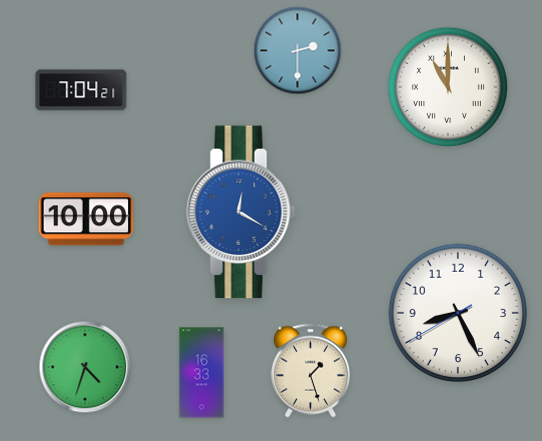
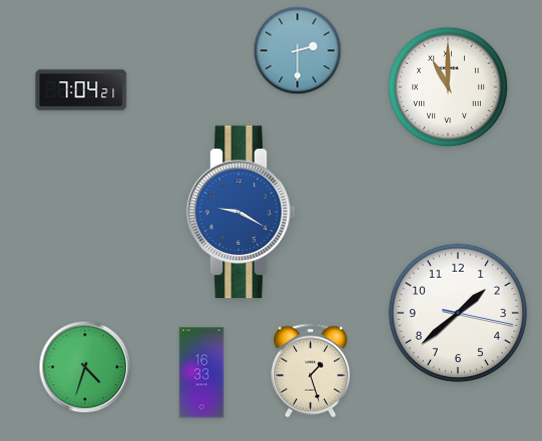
clock at (241, 212): 12:20 -> 9:20
clock at (86, 219): 10:00 -> none
clock at (458, 313): 8:25 -> 1:38
